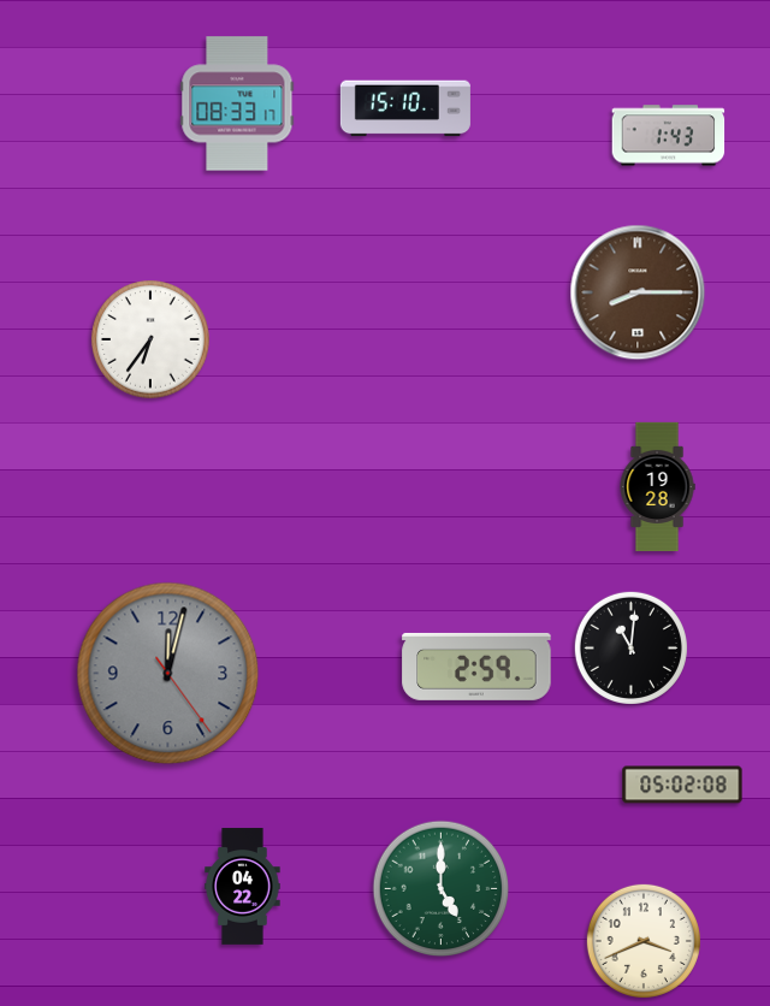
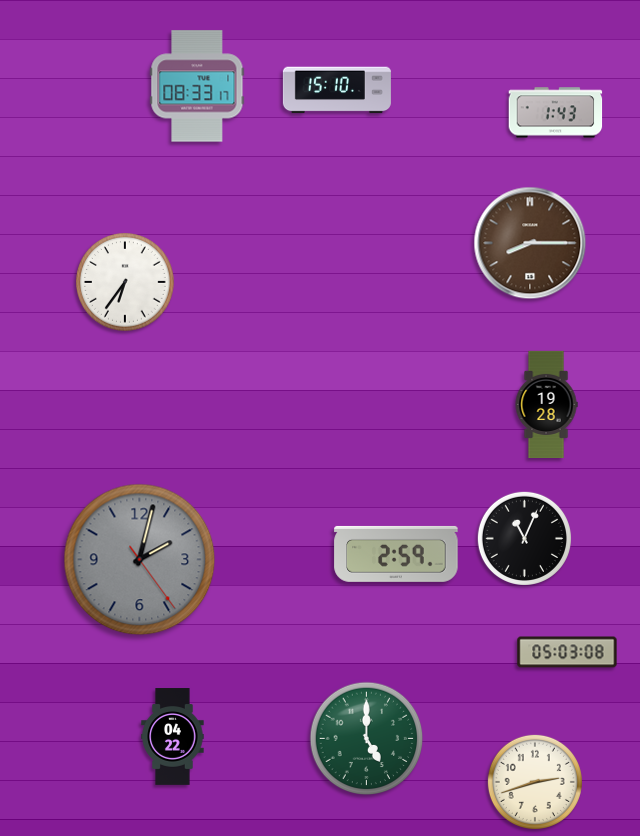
clock at (630, 647): 11:01 -> 11:04
clock at (168, 674): 12:02 -> 2:02
clock at (682, 785): 05:02 -> 05:03
clock at (243, 887) position: (243, 887) -> (173, 737)
clock at (644, 941): 3:41 -> 2:42
